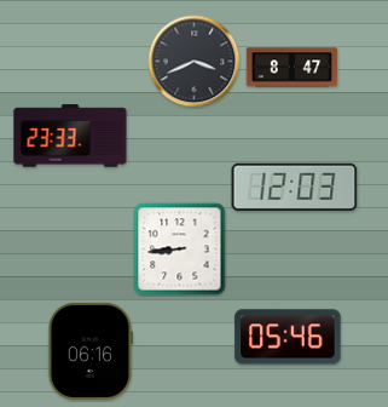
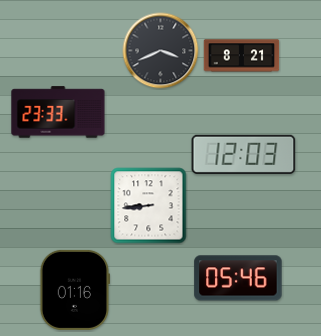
clock at (293, 68): 8:47 -> 8:21
clock at (89, 351): 06:16 -> 01:16
